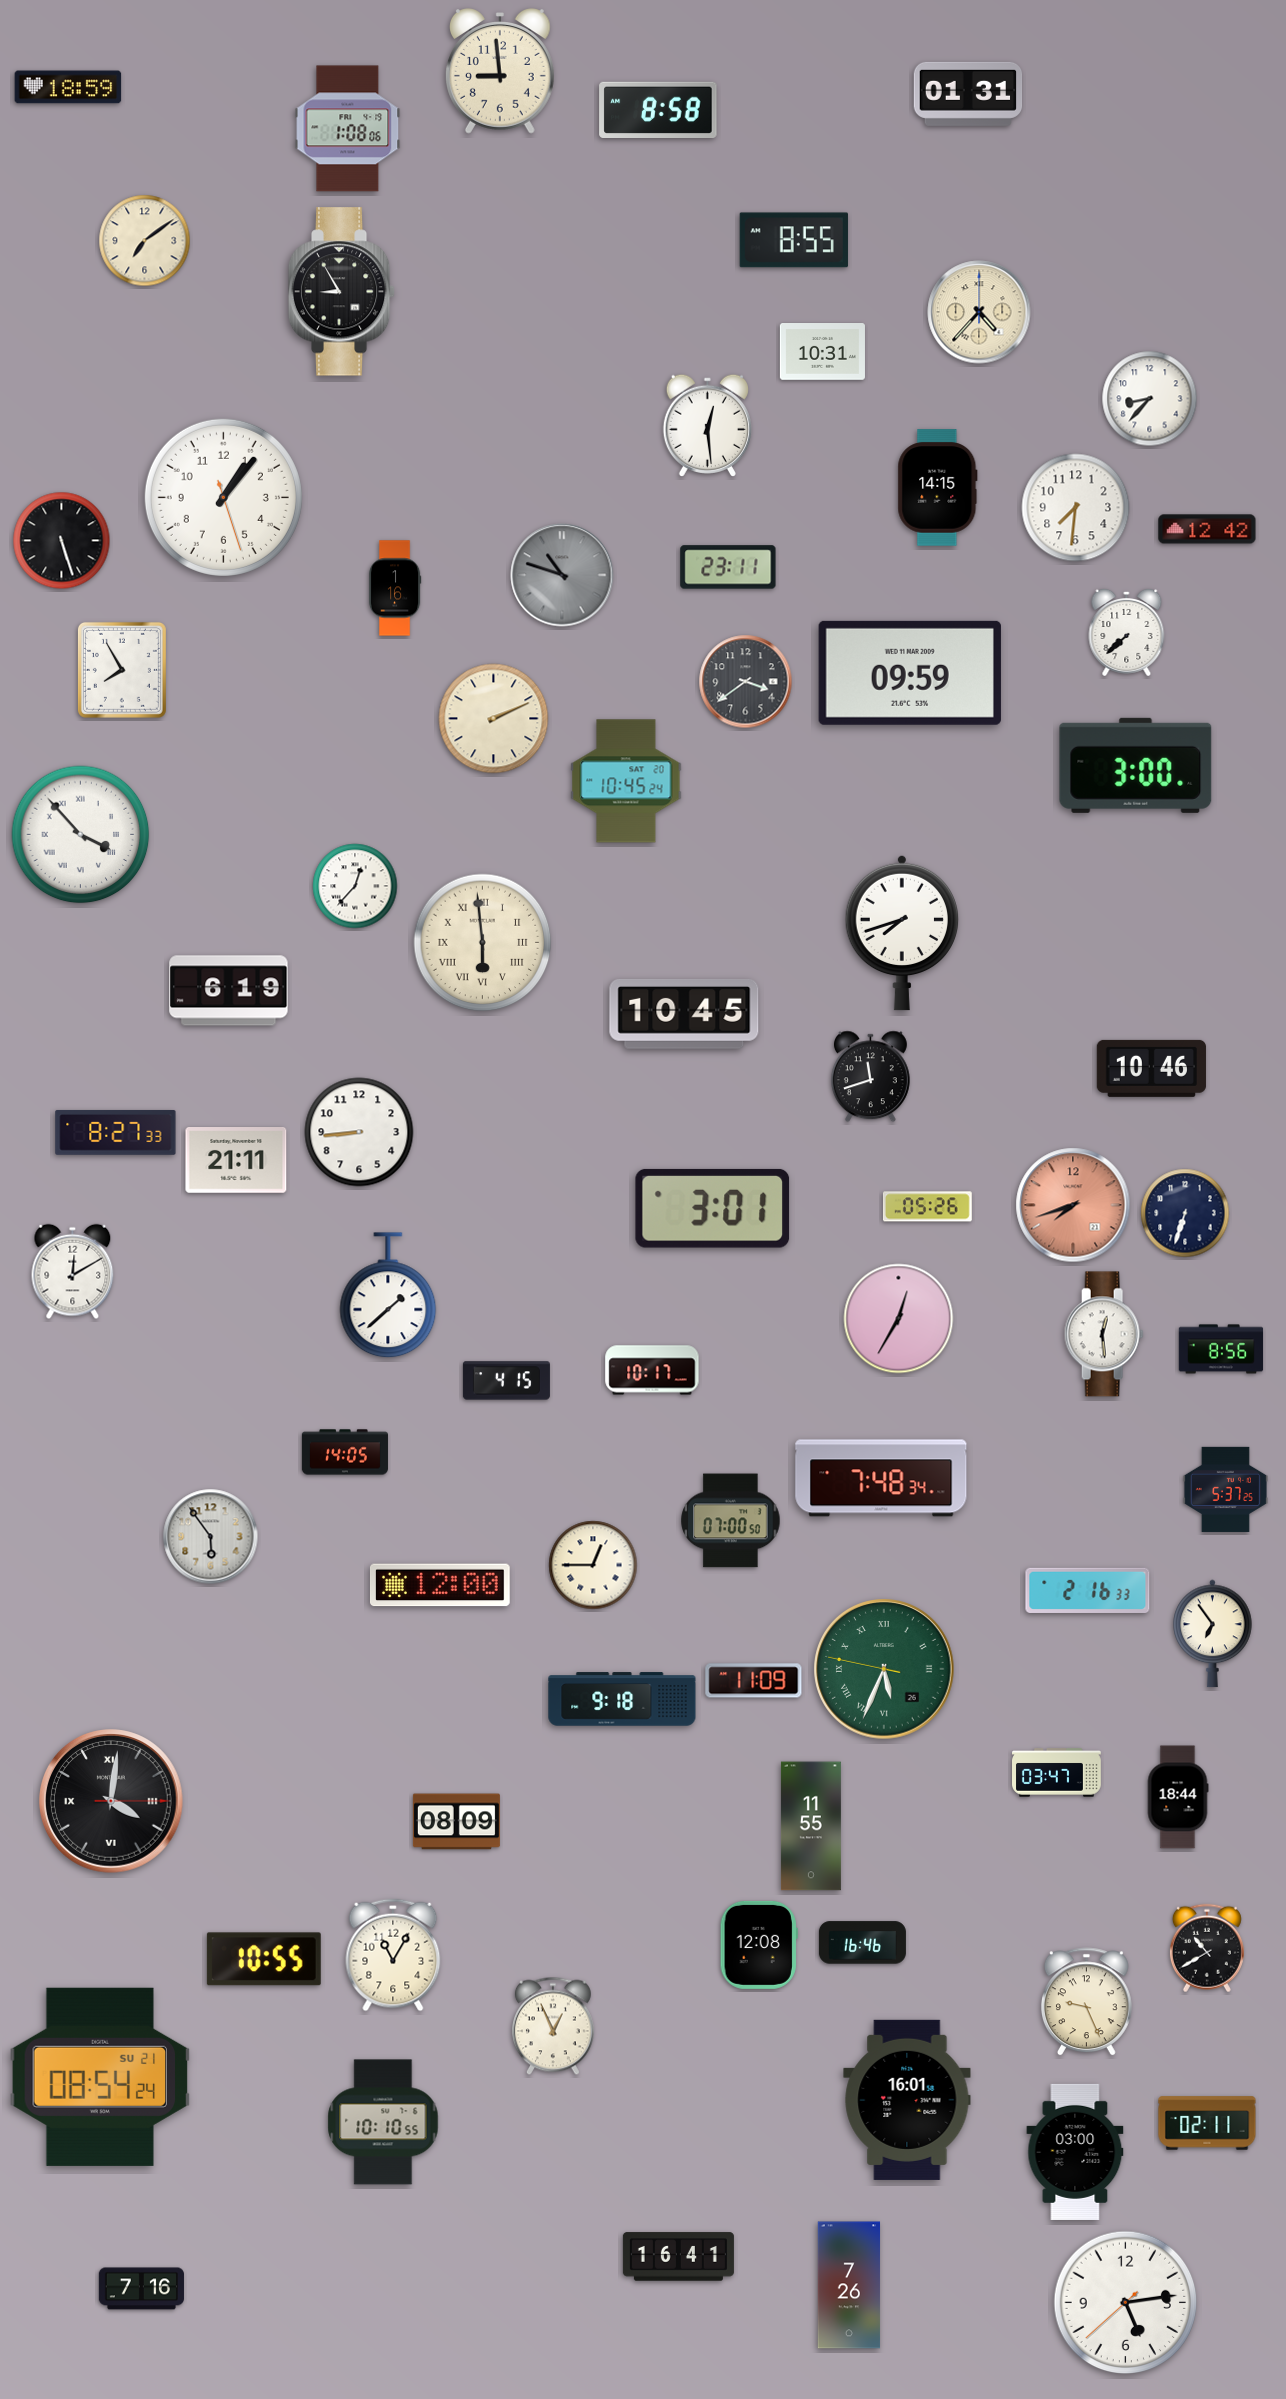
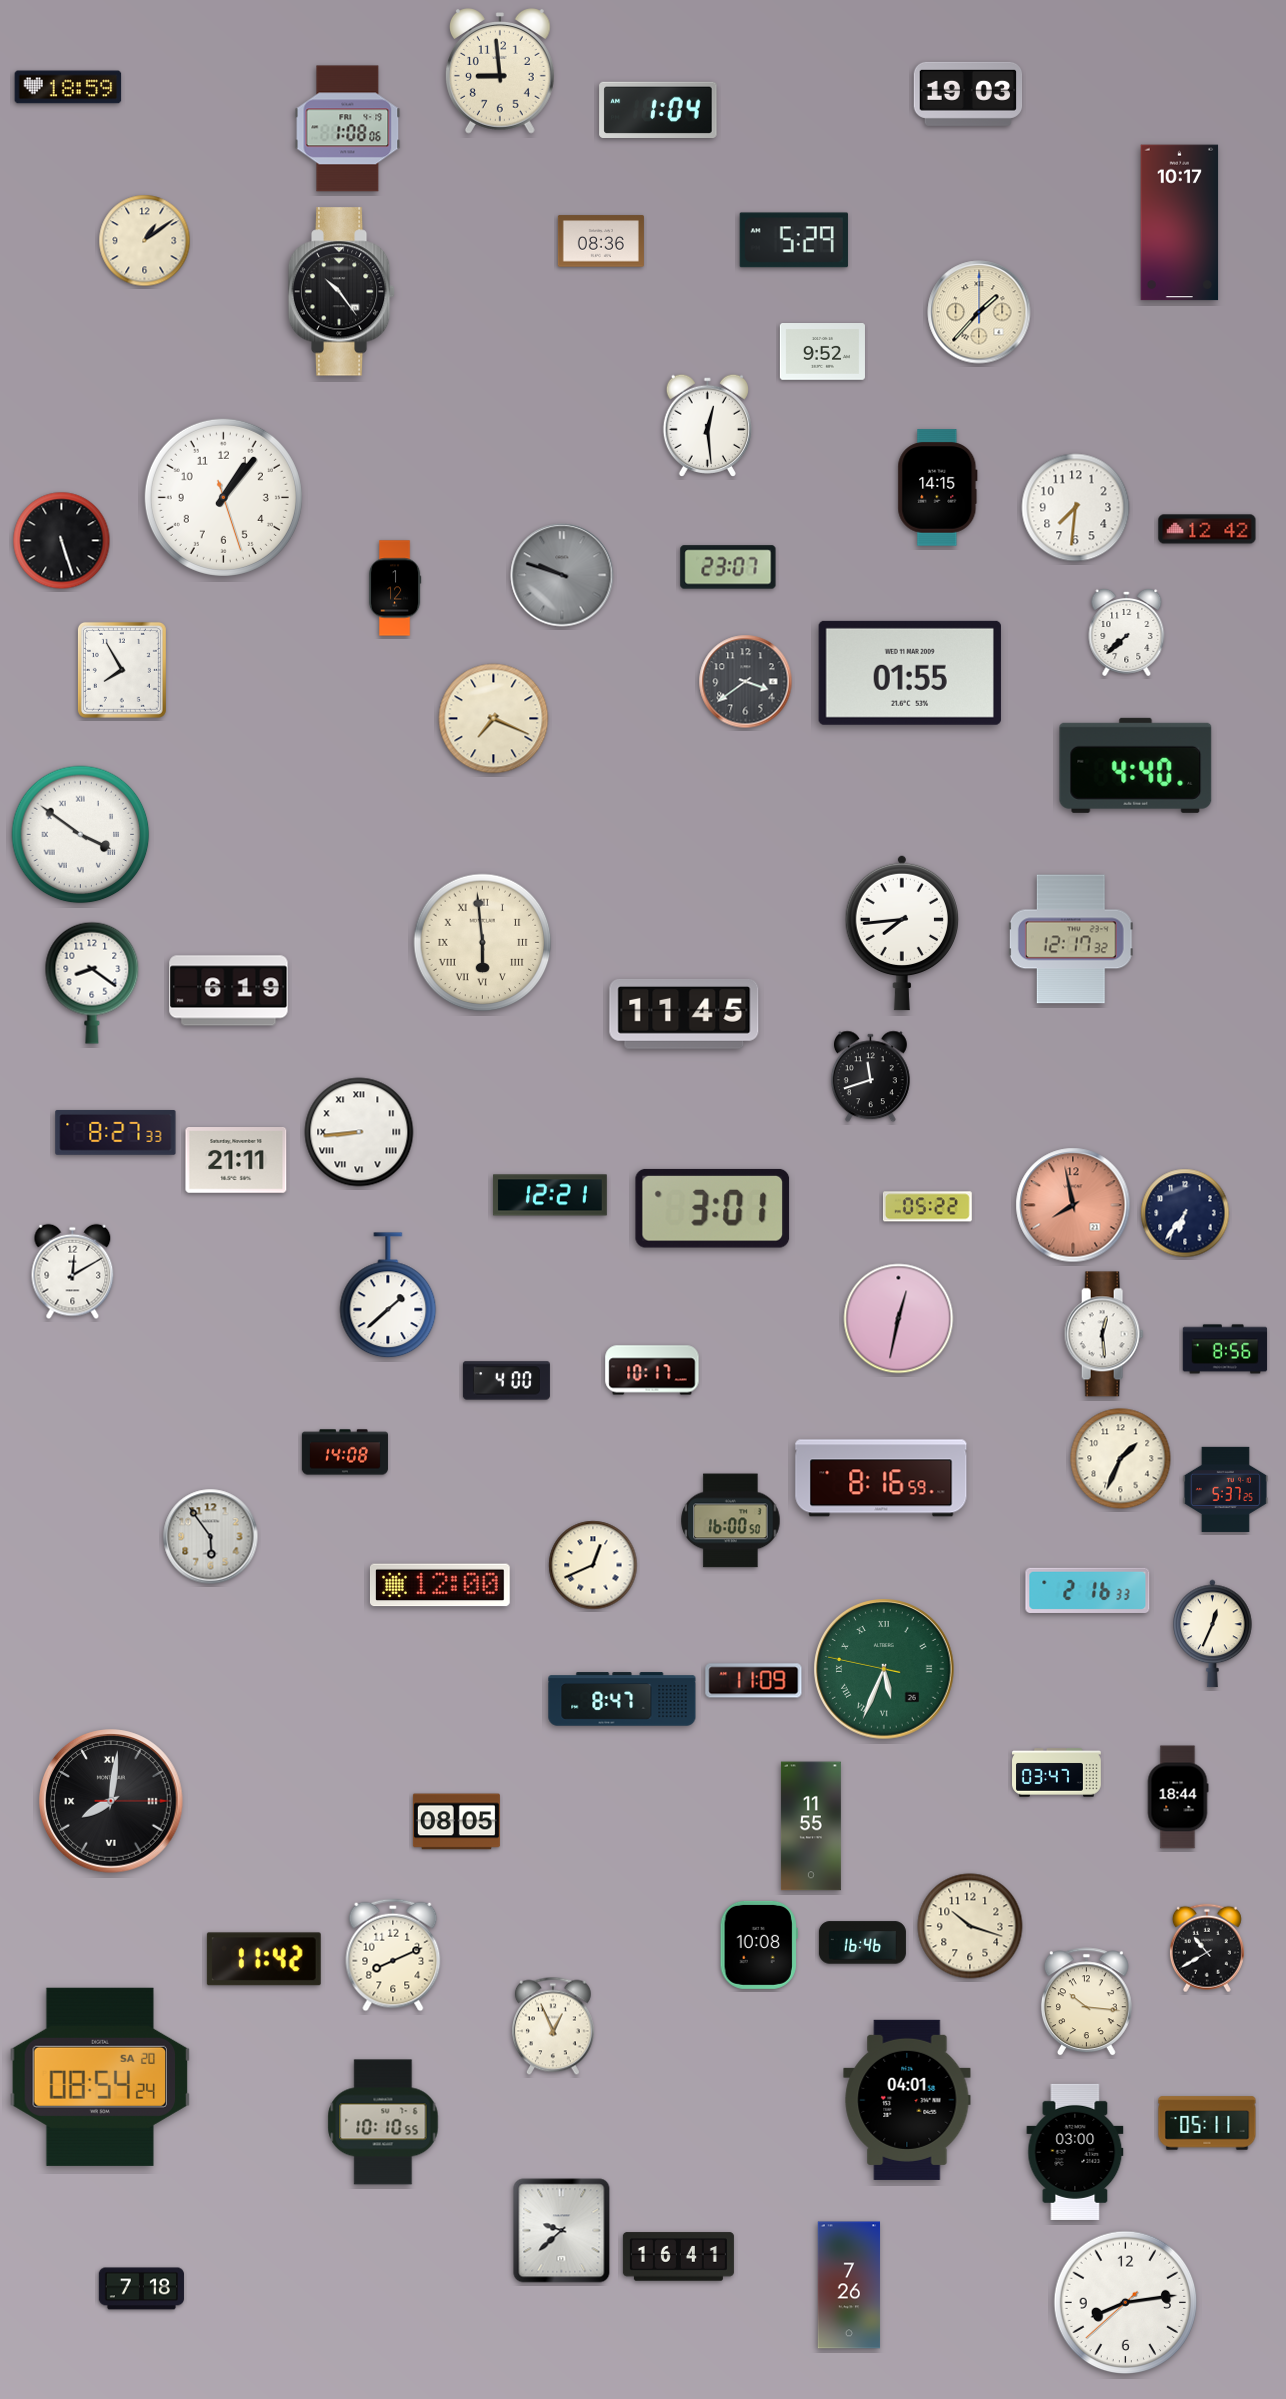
clock at (968, 94): 01:31 -> 19:03
clock at (658, 109): 8:58 -> 1:04
clock at (1180, 223): none -> 10:17
clock at (794, 240): 8:55 -> 5:29
clock at (145, 241): 7:09 -> 1:09
clock at (601, 241): none -> 08:36
clock at (342, 292): 8:55 -> 10:24
clock at (979, 312): 4:37 -> 1:37
clock at (822, 352): 10:31 -> 9:52
clock at (1150, 399): 8:37 -> none
clock at (728, 567): 23:11 -> 23:07
clock at (562, 575): 10:48 -> 9:48
clock at (395, 588): 1:16 -> 1:12
clock at (910, 673): 09:59 -> 01:55
clock at (494, 719): 2:11 -> 7:19
clock at (1136, 765): 3:00 -> 4:40
clock at (626, 781): 10:45 -> none
clock at (81, 835): 3:53 -> 3:51
clock at (355, 886): 12:37 -> none
clock at (901, 933): 7:42 -> 7:44
clock at (1071, 939): none -> 12:17
clock at (92, 983): none -> 8:21
clock at (684, 1014): 10:45 -> 11:45
clock at (1151, 1068): 10:46 -> none
clock at (359, 1132) numerals: Arabic -> Roman
clock at (550, 1195): none -> 12:21
clock at (1073, 1205): 7:42 -> 7:58
clock at (927, 1207): 05:26 -> 05:22
clock at (1185, 1213): 6:33 -> 6:36
clock at (899, 1319): 12:35 -> 12:32
clock at (1221, 1349) position: (1221, 1349) -> (1225, 1349)
clock at (506, 1381): 4:15 -> 4:00
clock at (345, 1452): 14:05 -> 14:08
clock at (1121, 1459): none -> 1:34
clock at (881, 1478): 7:48 -> 8:16
clock at (731, 1521): 07:00 -> 16:00
clock at (593, 1565): 12:45 -> 12:41
clock at (1213, 1634): 6:54 -> 12:34
clock at (622, 1699): 9:18 -> 8:47
clock at (111, 1801): 4:01 -> 8:01
clock at (456, 1822): 08:09 -> 08:05
clock at (970, 1926): none -> 10:18
clock at (759, 1945): 12:08 -> 10:08
clock at (393, 1955): 11:05 -> 8:11
clock at (264, 1959): 10:55 -> 11:42
clock at (1086, 2002): 9:26 -> 10:16
clock at (100, 2077) date: SU 21 -> SA 20
clock at (907, 2100): 16:01 -> 04:01
clock at (1207, 2123): 02:11 -> 05:11
clock at (562, 2231): none -> 9:38
clock at (141, 2289): 7:16 -> 7:18
clock at (1126, 2303): 5:13 -> 8:13
